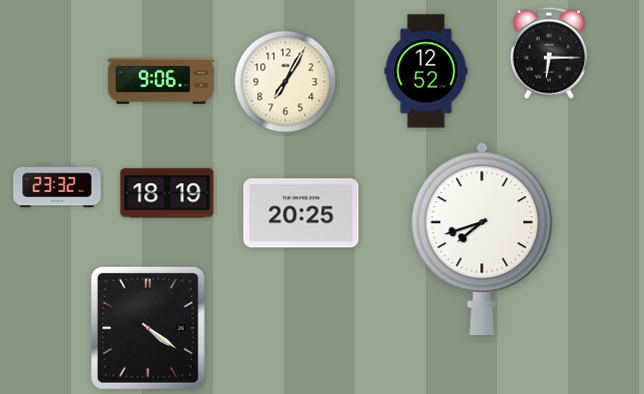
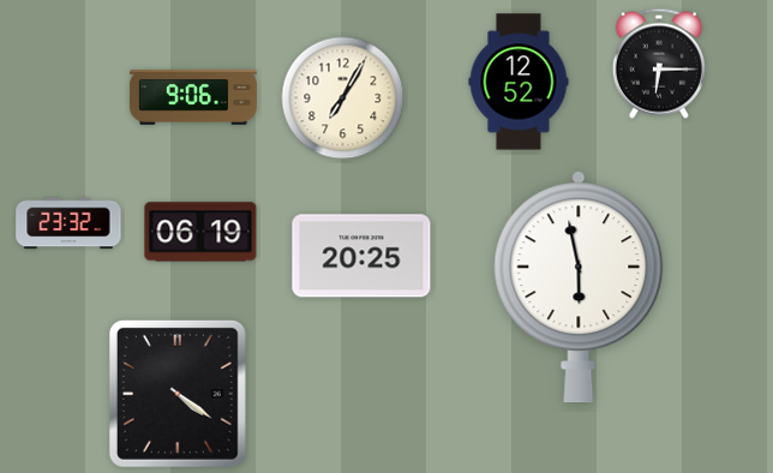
clock at (426, 71) position: (426, 71) -> (519, 82)
clock at (167, 193): 18:19 -> 06:19
clock at (482, 239): 7:42 -> 5:58
